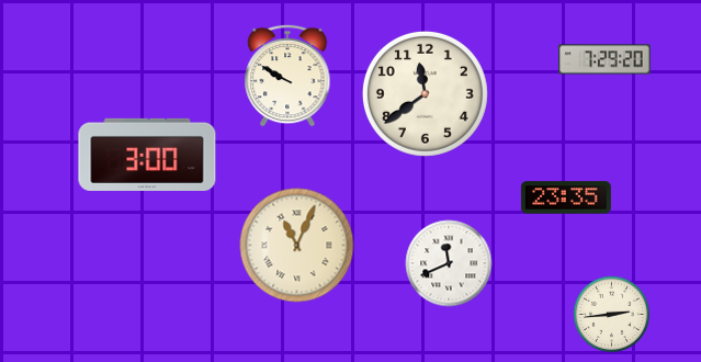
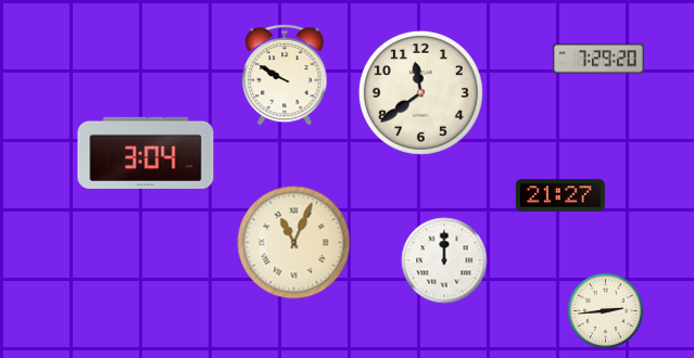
clock at (147, 155): 3:00 -> 3:04
clock at (566, 197): 23:35 -> 21:27
clock at (449, 263): 11:41 -> 12:00
